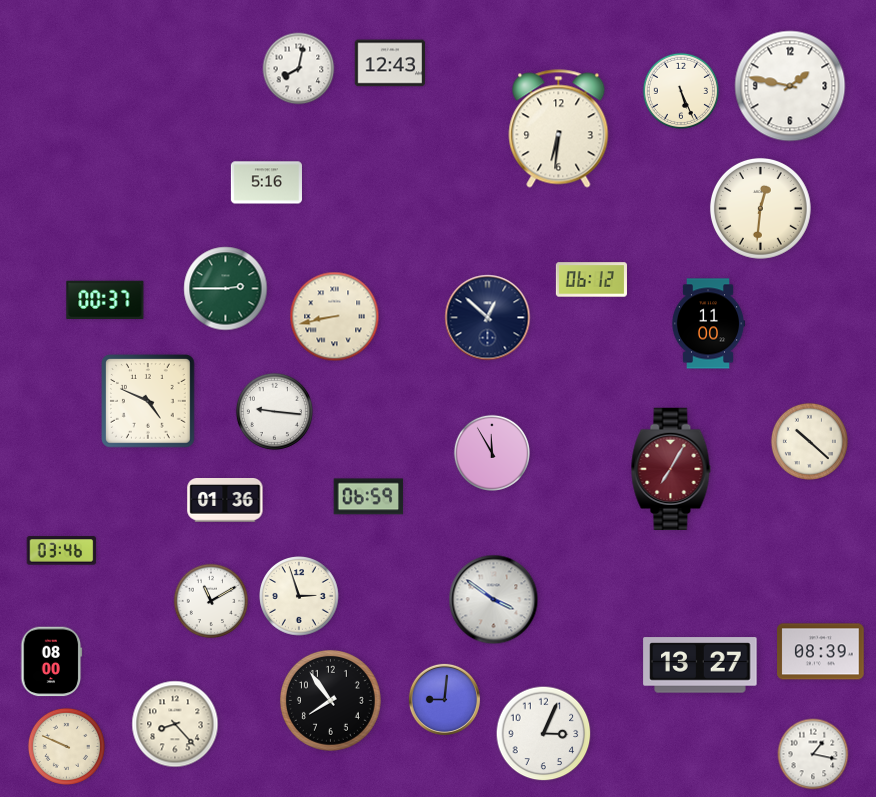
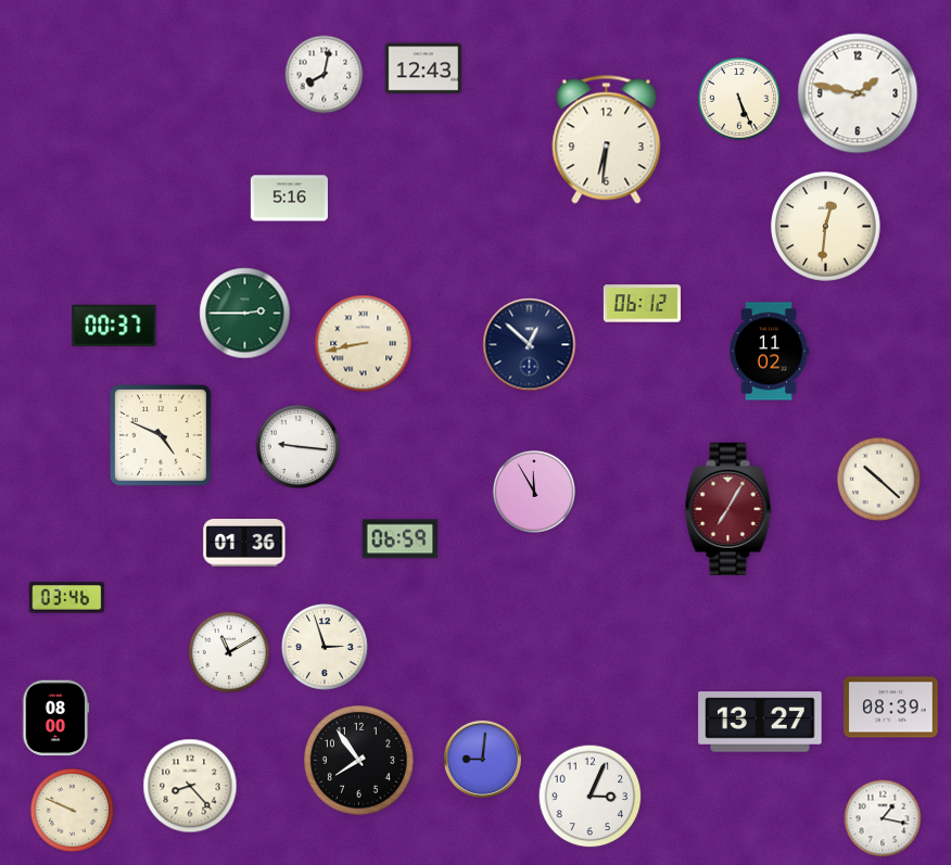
clock at (708, 324): 11:00 -> 11:02
clock at (494, 600): 3:51 -> none
